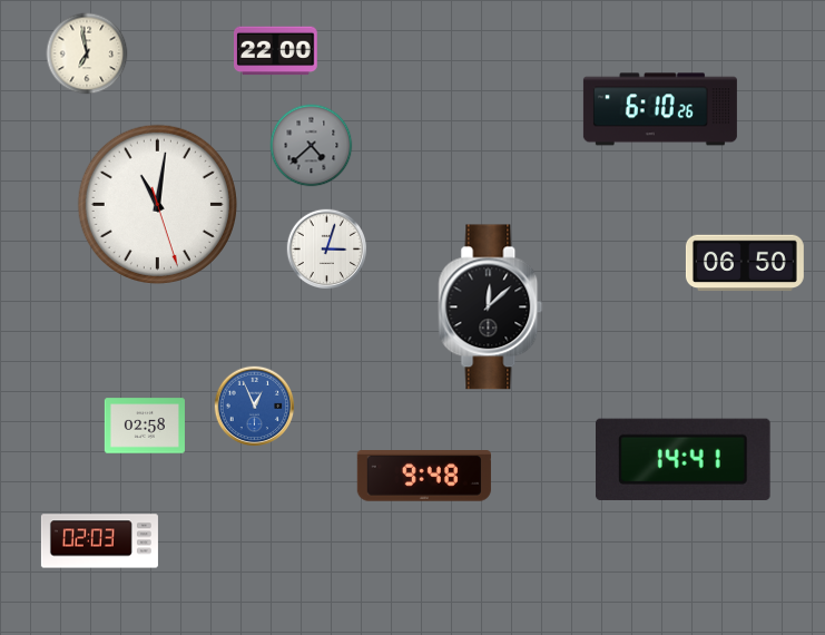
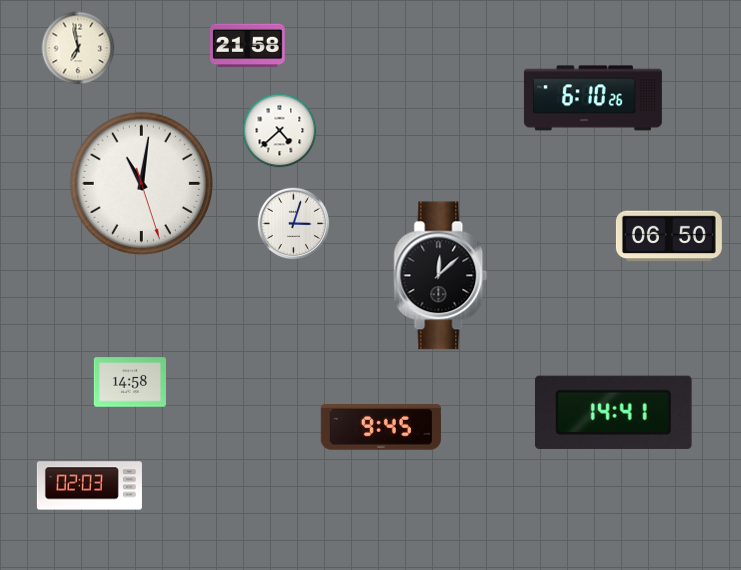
clock at (276, 51): 22:00 -> 21:58
clock at (312, 146) dial: grey -> white
clock at (255, 407): 12:56 -> none
clock at (145, 426): 02:58 -> 14:58
clock at (424, 476): 9:48 -> 9:45
